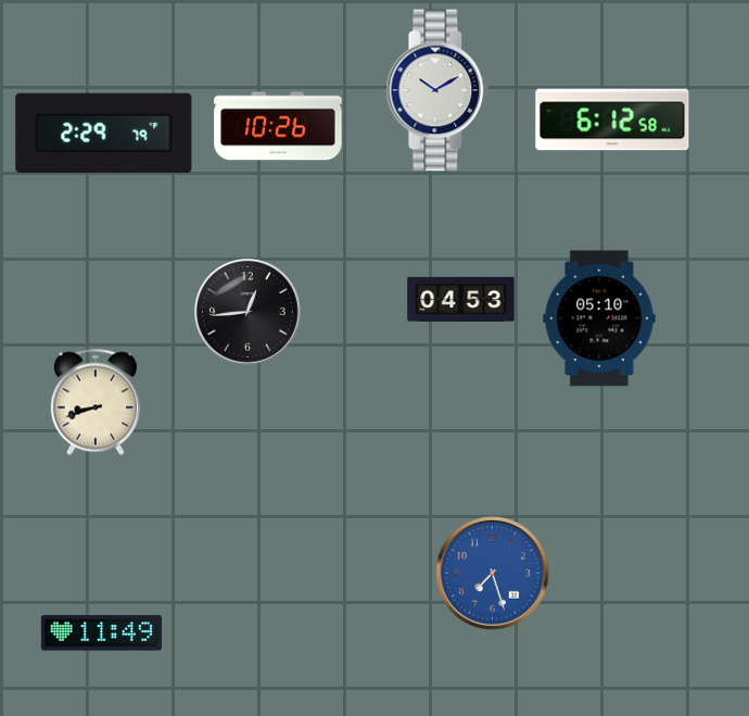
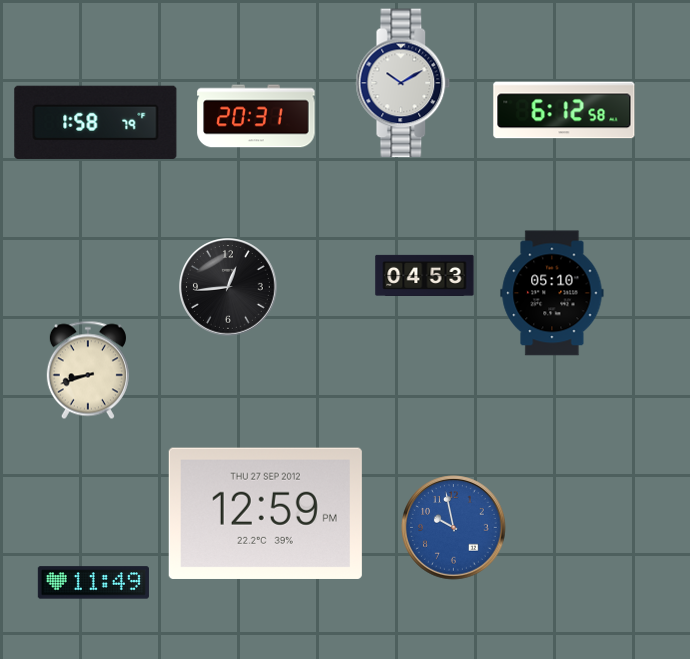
clock at (278, 126): 10:26 -> 20:31
clock at (104, 133): 2:29 -> 1:58
clock at (265, 513): none -> 12:59
clock at (493, 574): 7:27 -> 9:58
